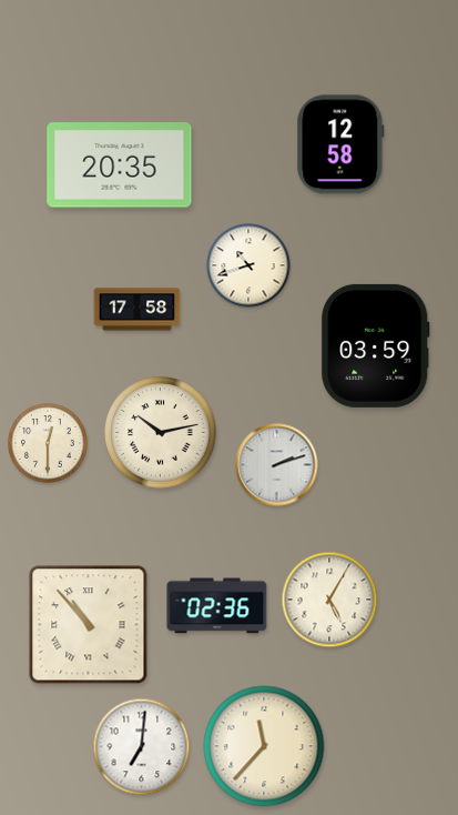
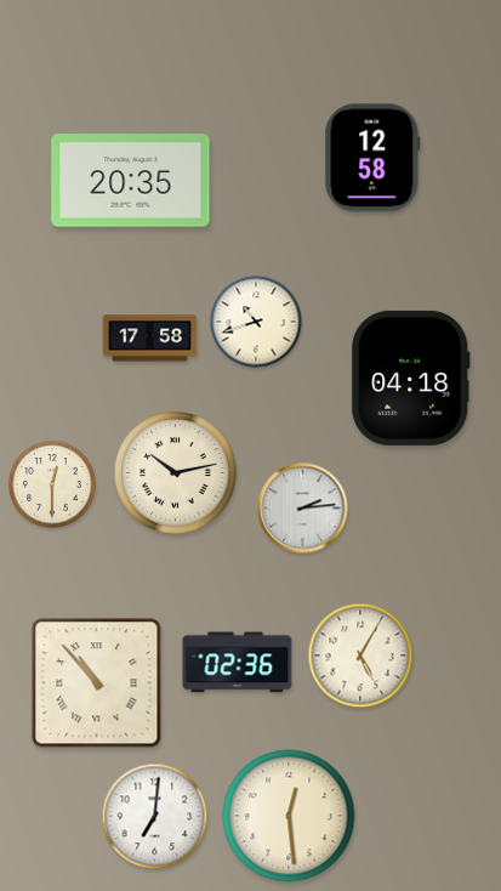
clock at (248, 265) position: (248, 265) -> (256, 322)
clock at (376, 345): 03:59 -> 04:18
clock at (277, 465): 2:12 -> 2:14
clock at (264, 746): 11:37 -> 12:29
